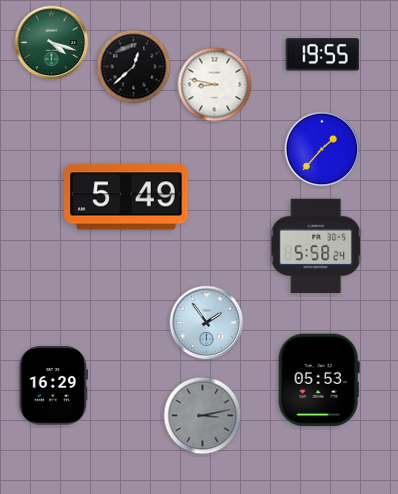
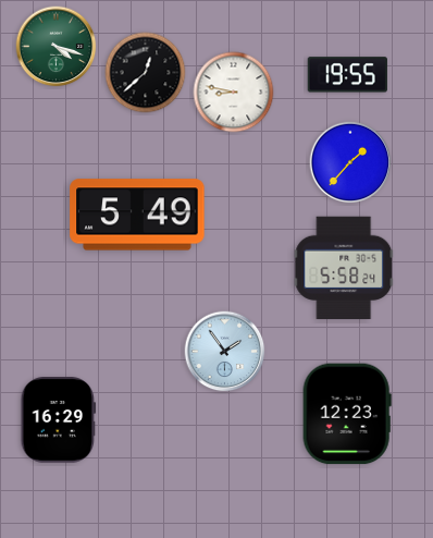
clock at (322, 55) position: (322, 55) -> (347, 75)
clock at (319, 380): 05:53 -> 12:23
clock at (203, 416): 3:13 -> none
